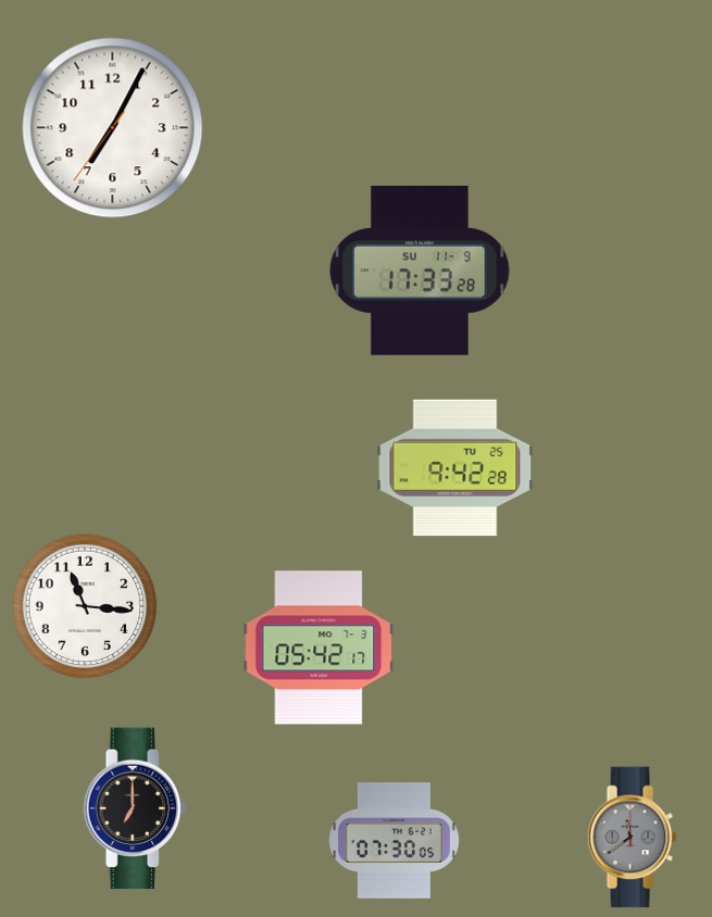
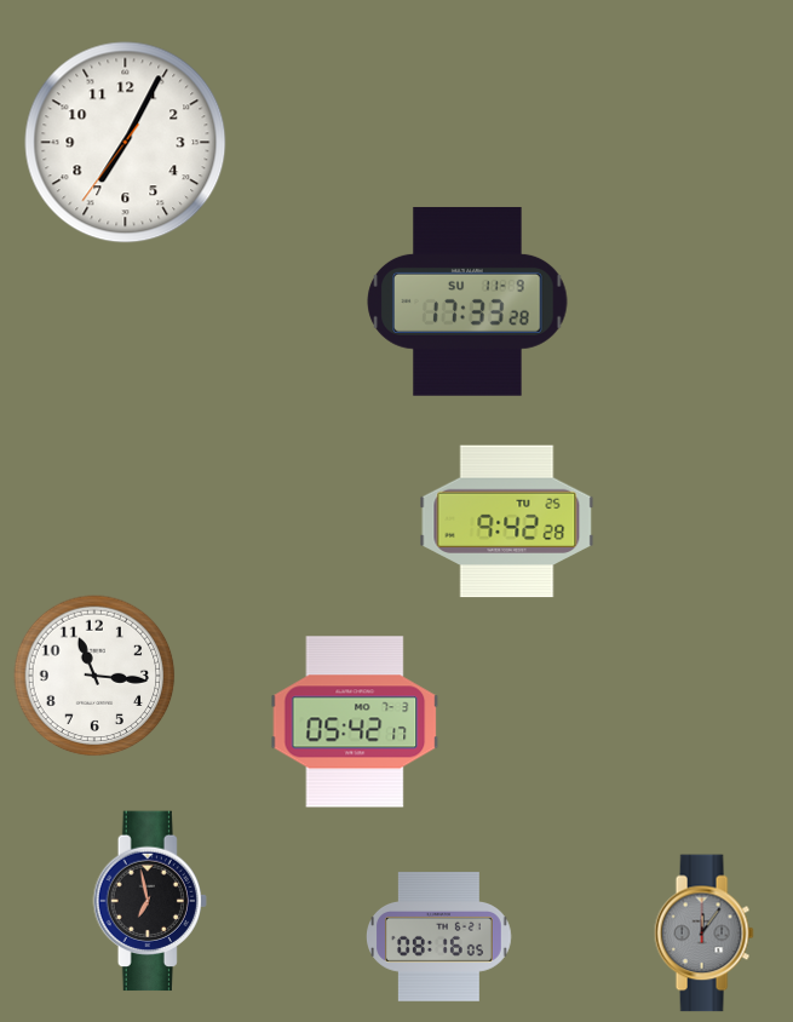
clock at (135, 808): 7:00 -> 6:58
clock at (632, 838): 11:39 -> 12:06
clock at (395, 841): 07:30 -> 08:16
